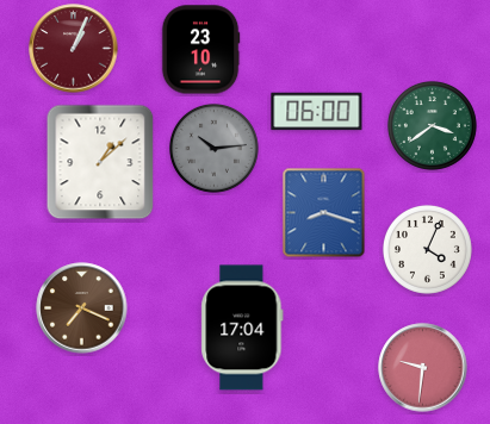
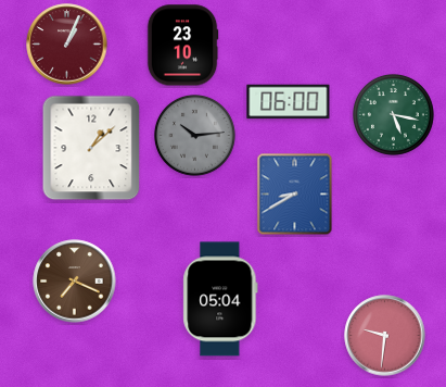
clock at (433, 126): 3:39 -> 5:17
clock at (324, 213): 8:18 -> 8:40
clock at (428, 250): 4:04 -> none
clock at (242, 328): 17:04 -> 05:04
